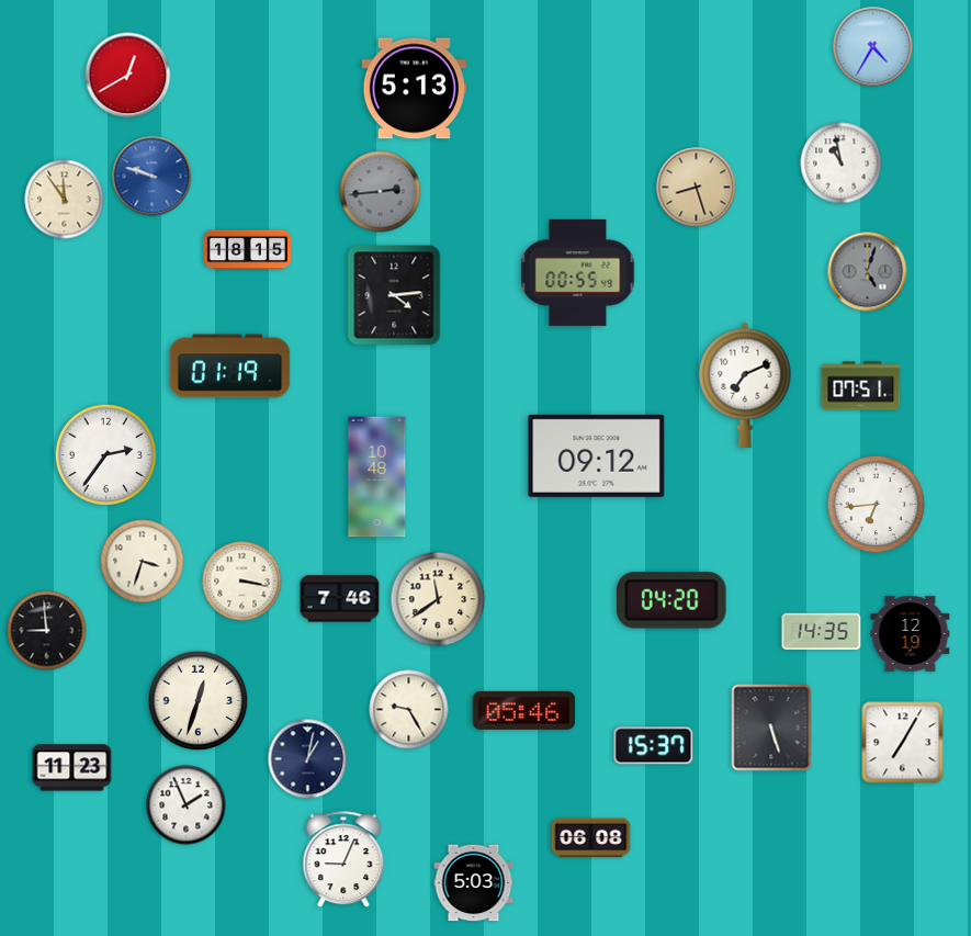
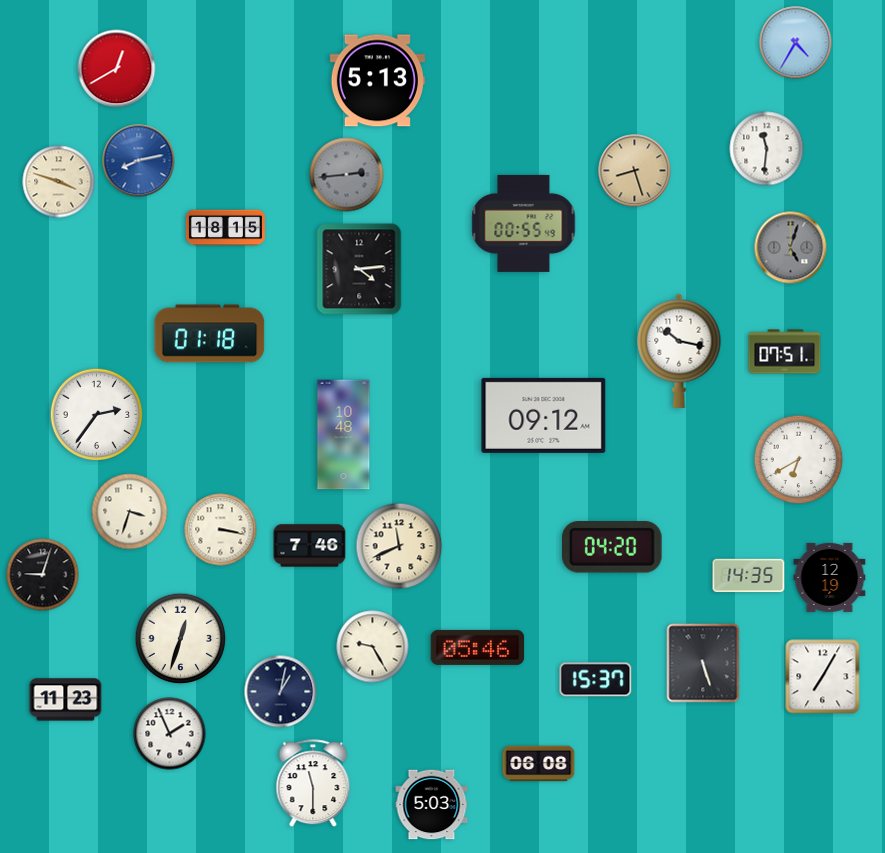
clock at (842, 163): 10:58 -> 11:31
clock at (153, 177): 9:48 -> 8:13
clock at (65, 200): 11:54 -> 3:48
clock at (578, 272) position: (578, 272) -> (524, 223)
clock at (230, 366): 01:19 -> 01:18
clock at (745, 385): 7:11 -> 10:17
clock at (877, 505): 6:44 -> 6:40
clock at (438, 599): 11:39 -> 11:41
clock at (47, 631): 8:59 -> 9:03
clock at (343, 860): 9:04 -> 11:30
